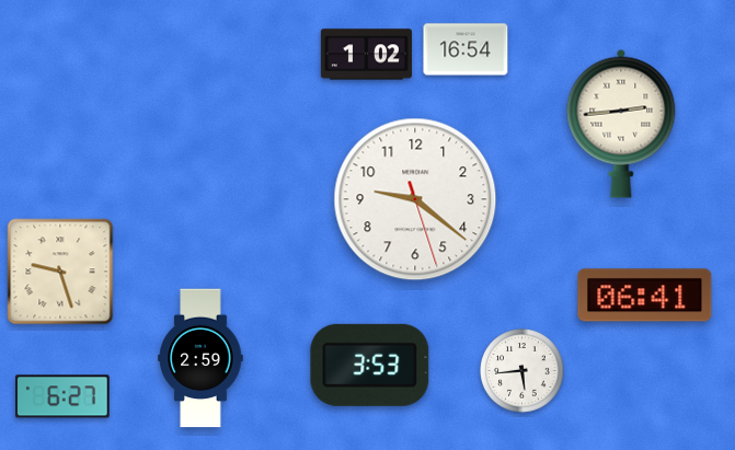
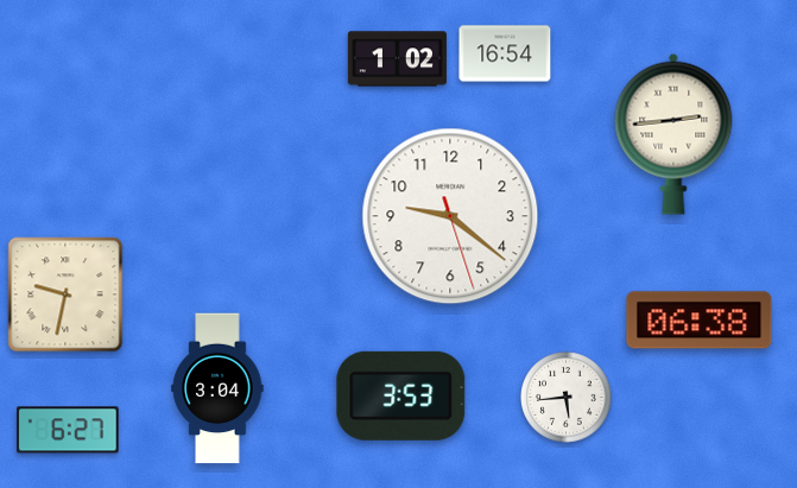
clock at (60, 272): 9:27 -> 9:32
clock at (645, 296): 06:41 -> 06:38
clock at (200, 358): 2:59 -> 3:04
clock at (522, 371) position: (522, 371) -> (567, 398)
